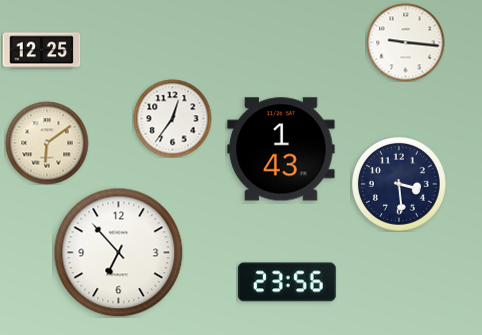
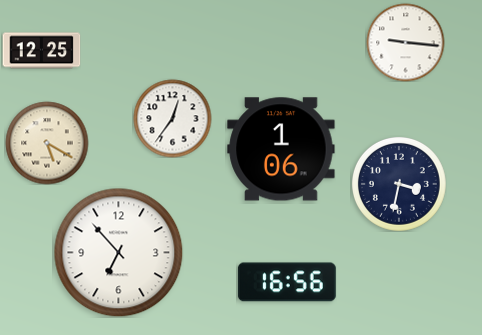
clock at (47, 143): 6:09 -> 5:20
clock at (281, 149): 1:43 -> 1:06
clock at (399, 184): 3:29 -> 3:32
clock at (287, 282): 23:56 -> 16:56
